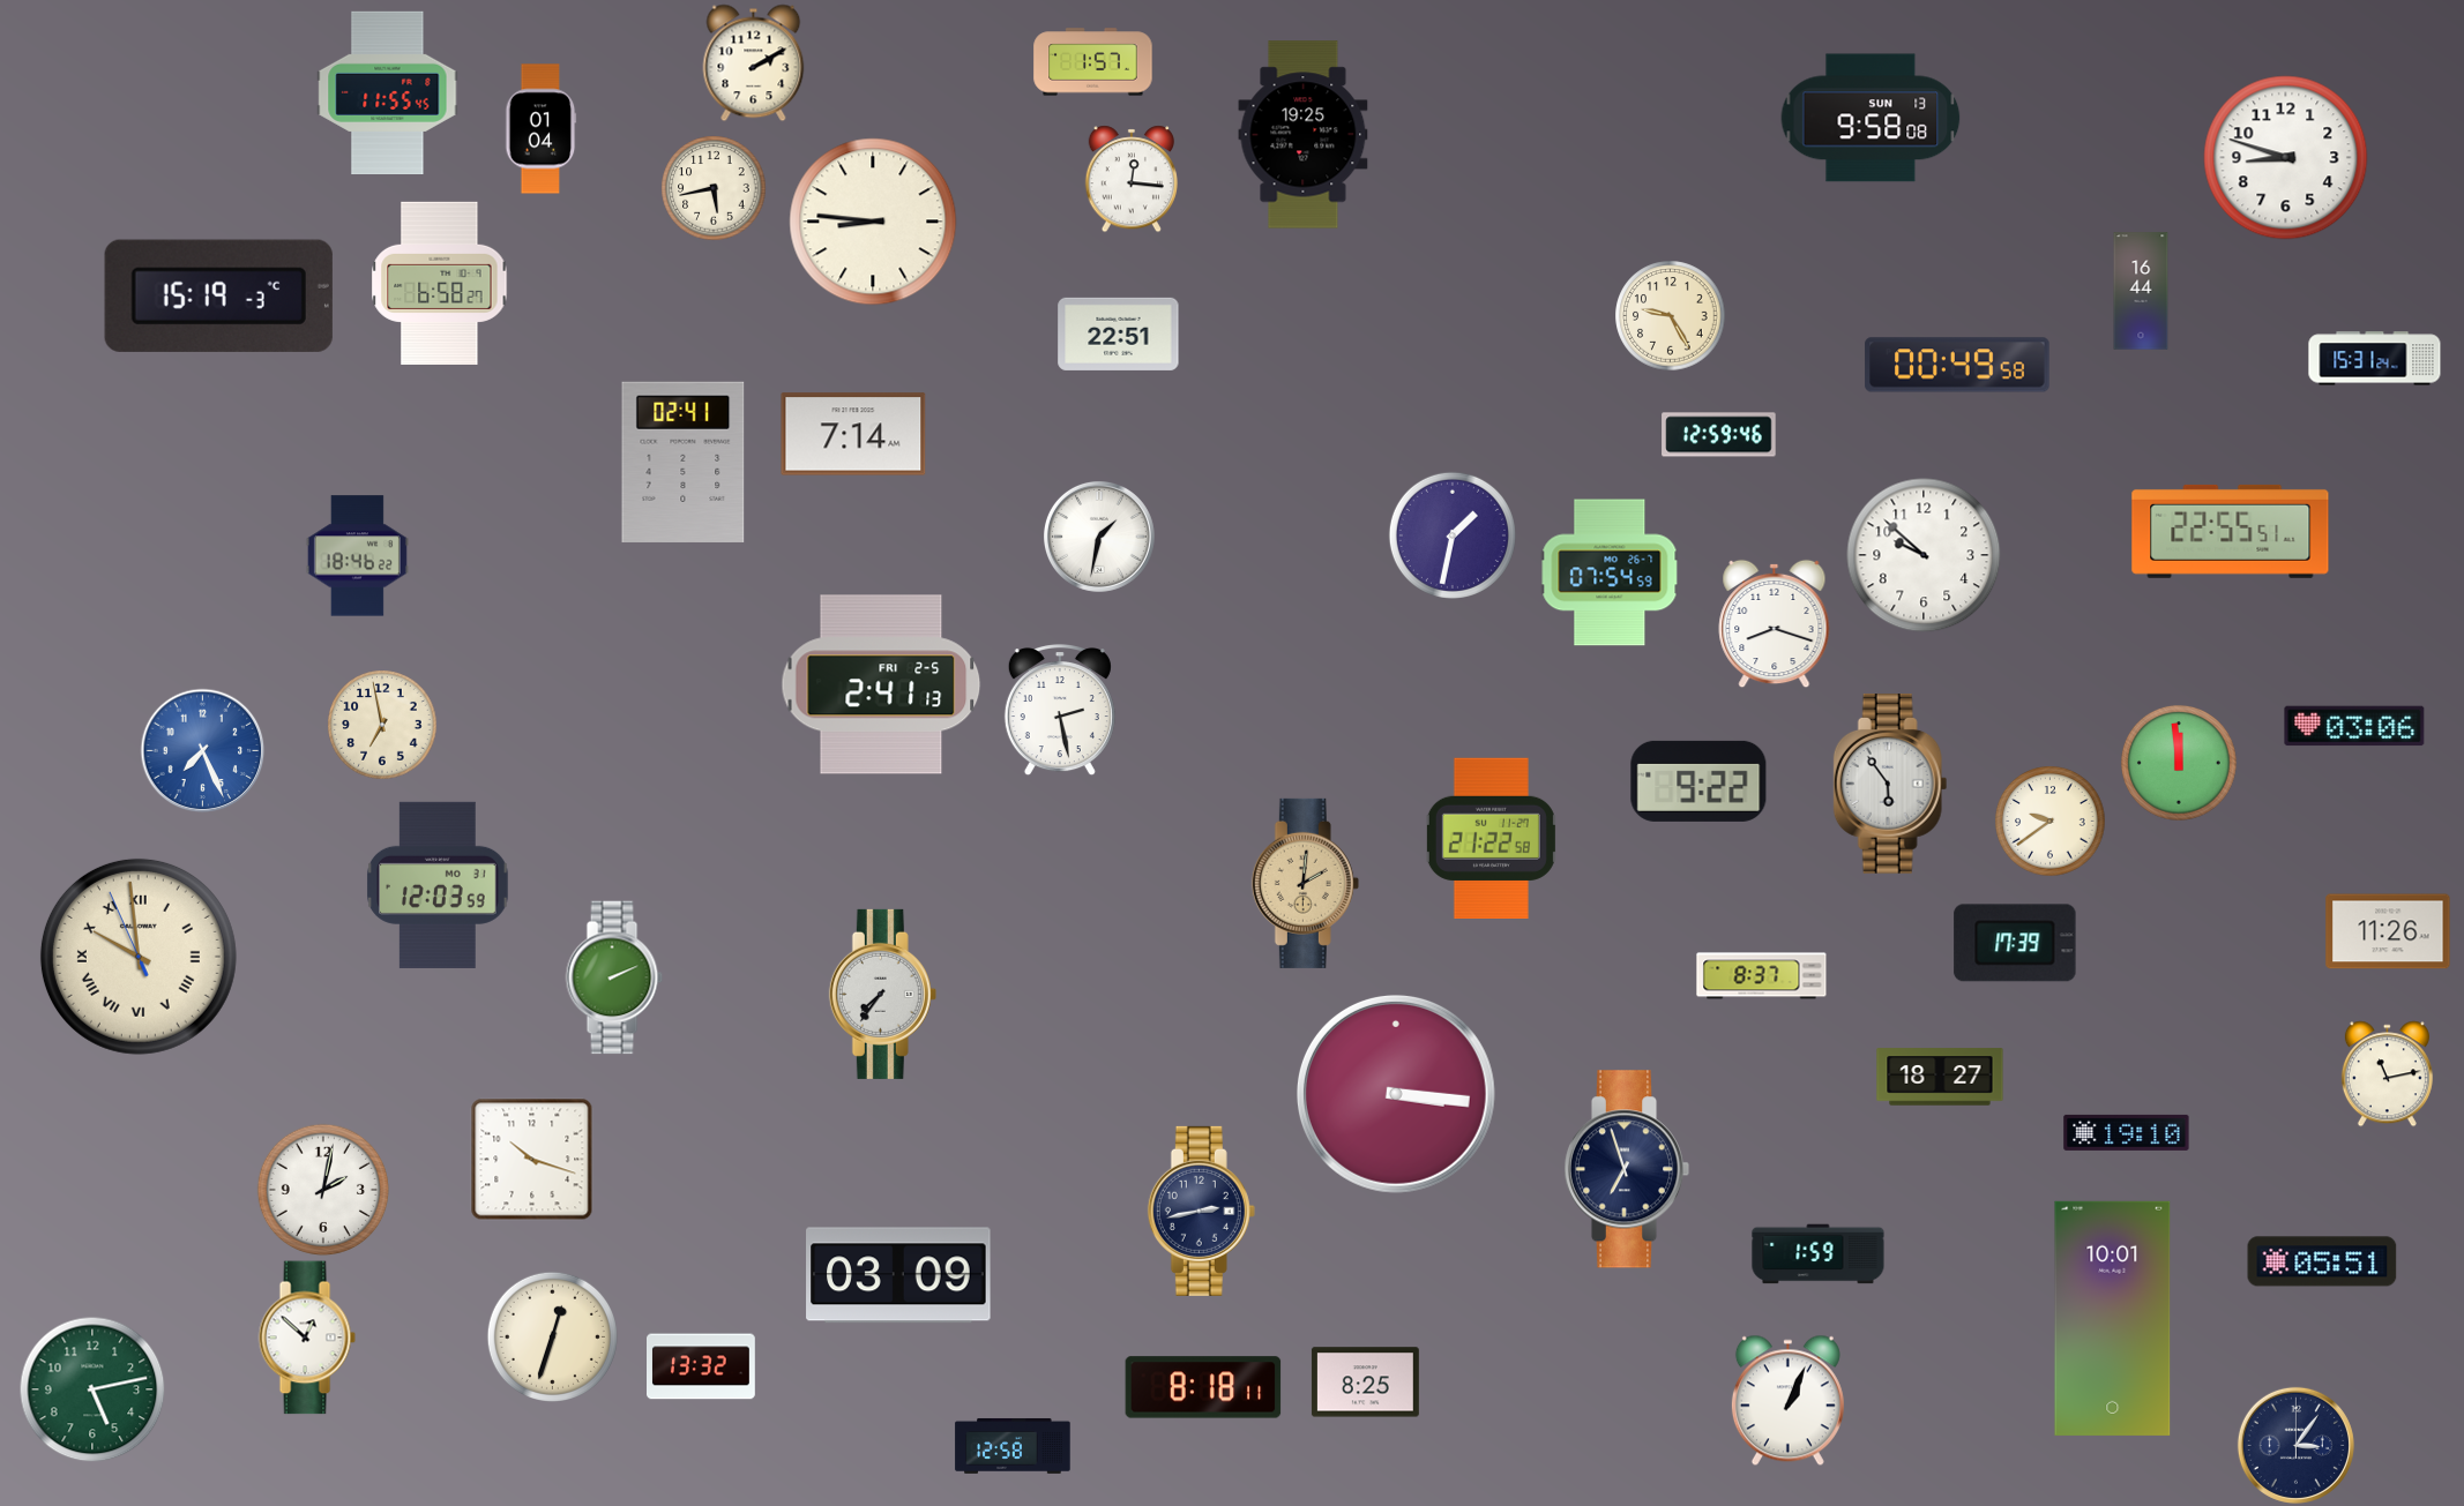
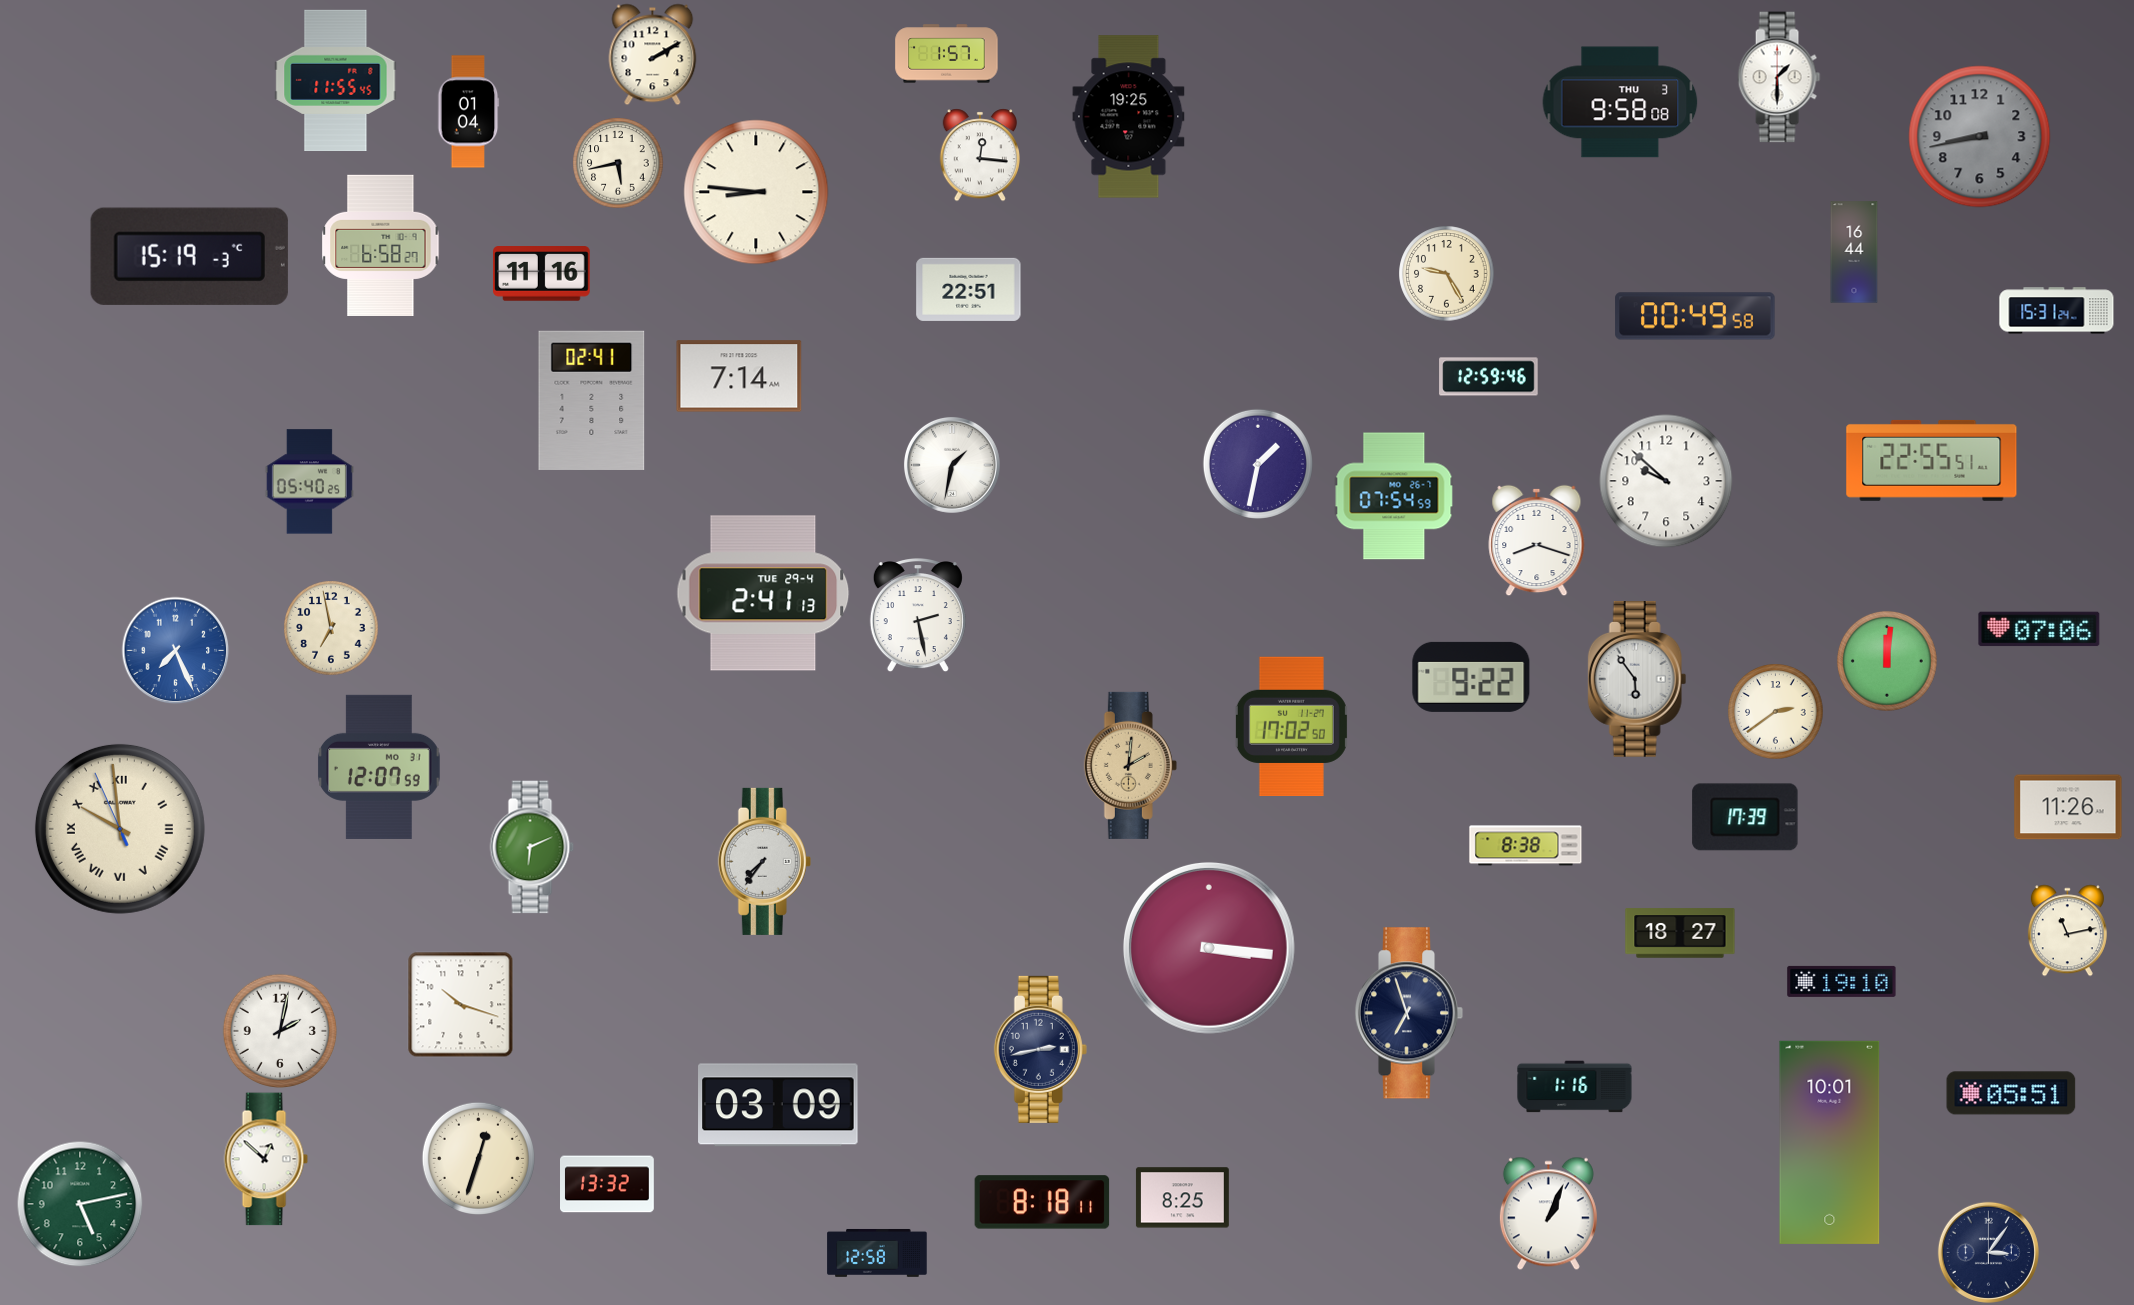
clock at (1779, 77): none -> 1:30
clock at (1871, 118) date: SUN 13 -> THU 3
clock at (2286, 158): 8:48 -> 8:43
clock at (2286, 158) dial: white -> grey
clock at (542, 274): none -> 11:16
clock at (357, 556): 18:46 -> 05:40
clock at (881, 684) date: FRI 2-5 -> TUE 29-4
clock at (2354, 726): 03:06 -> 07:06
clock at (2179, 763): 11:59 -> 12:01
clock at (2049, 821): 9:39 -> 2:39
clock at (1491, 838): 21:22 -> 17:02
clock at (439, 885): 12:03 -> 12:07
clock at (1762, 976): 8:37 -> 8:38
clock at (614, 977): 2:11 -> 6:11
clock at (1819, 1254): 1:59 -> 1:16
